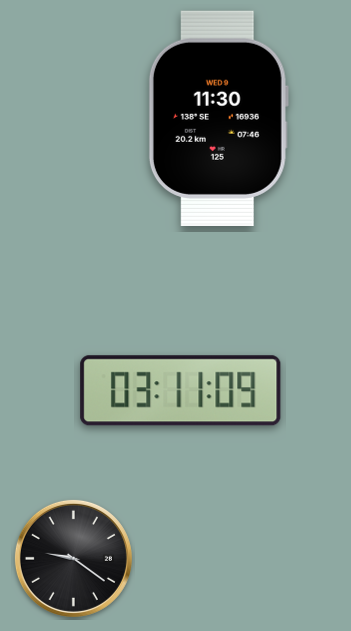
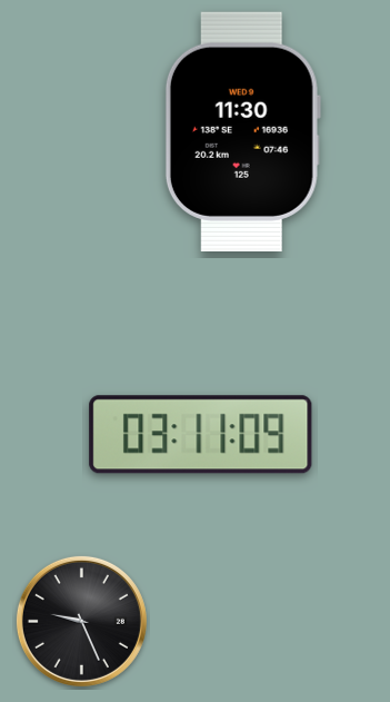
clock at (73, 558): 9:21 -> 9:26
